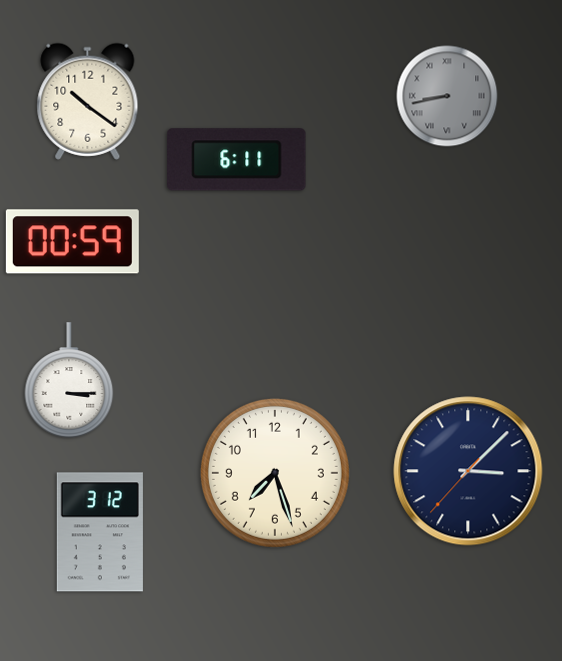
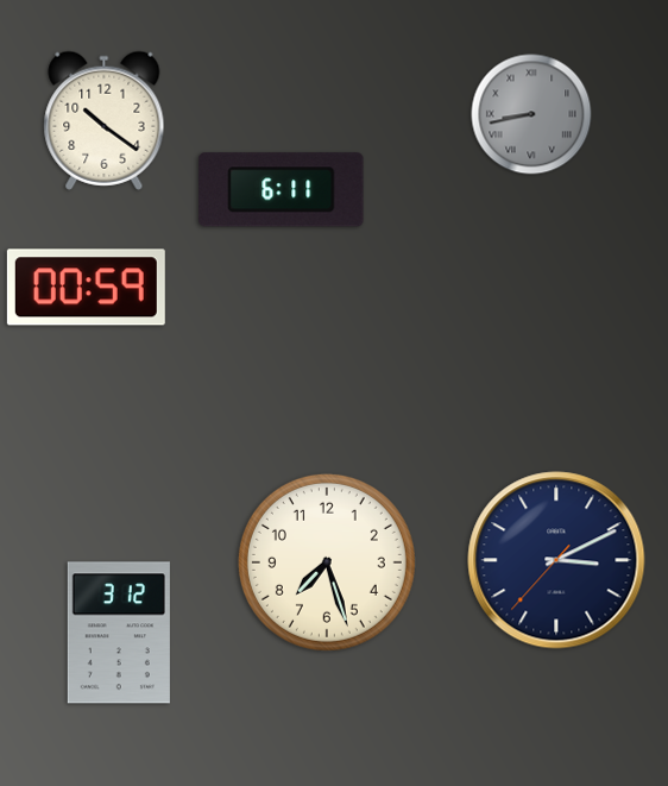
clock at (69, 380): 3:15 -> none
clock at (468, 471): 3:07 -> 3:10
